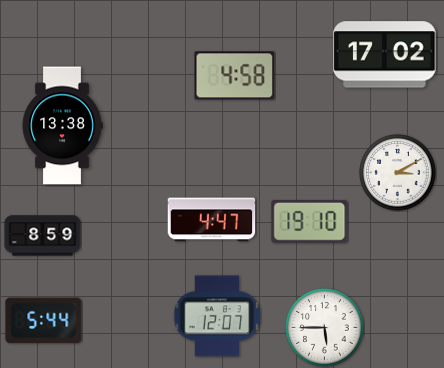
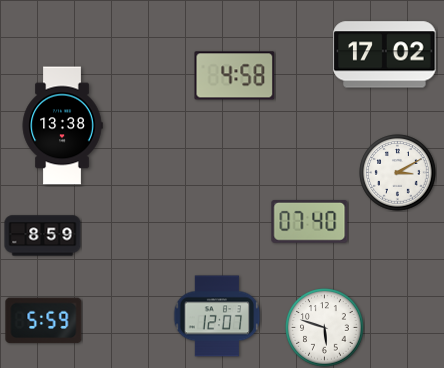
clock at (212, 220): 4:47 -> none
clock at (310, 221): 19:10 -> 07:40
clock at (44, 321): 5:44 -> 5:59
clock at (325, 328): 5:45 -> 5:48
